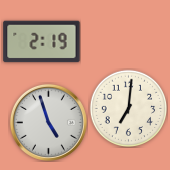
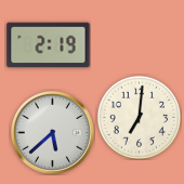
clock at (42, 42) position: (42, 42) -> (49, 45)
clock at (48, 122): 4:57 -> 5:38
